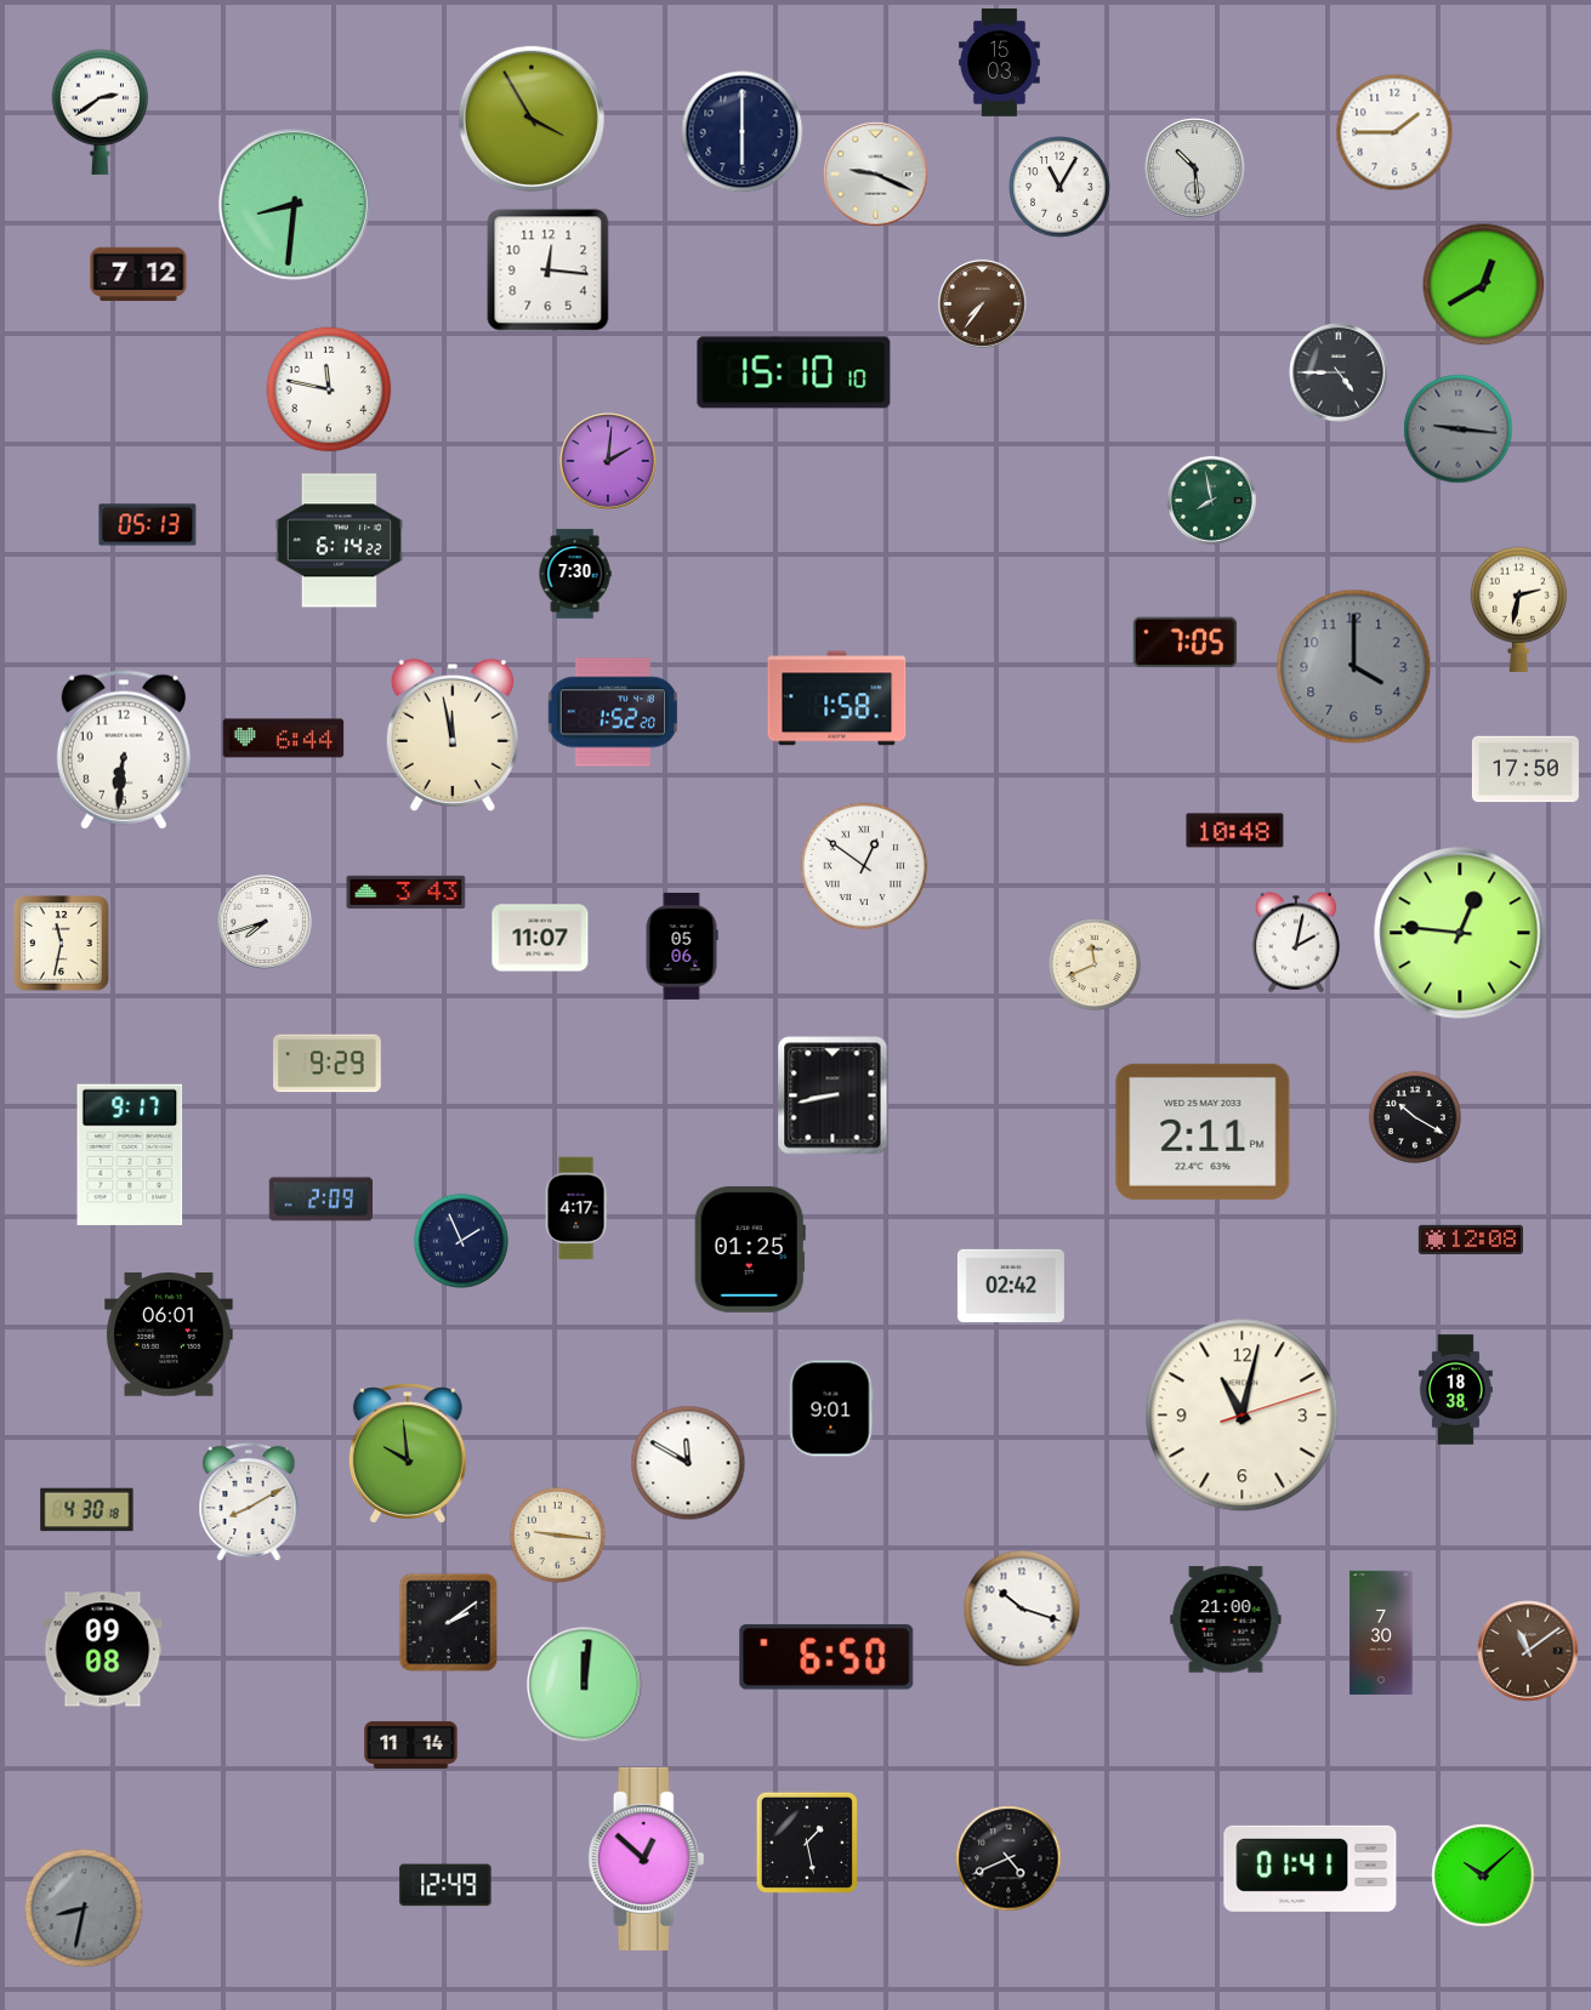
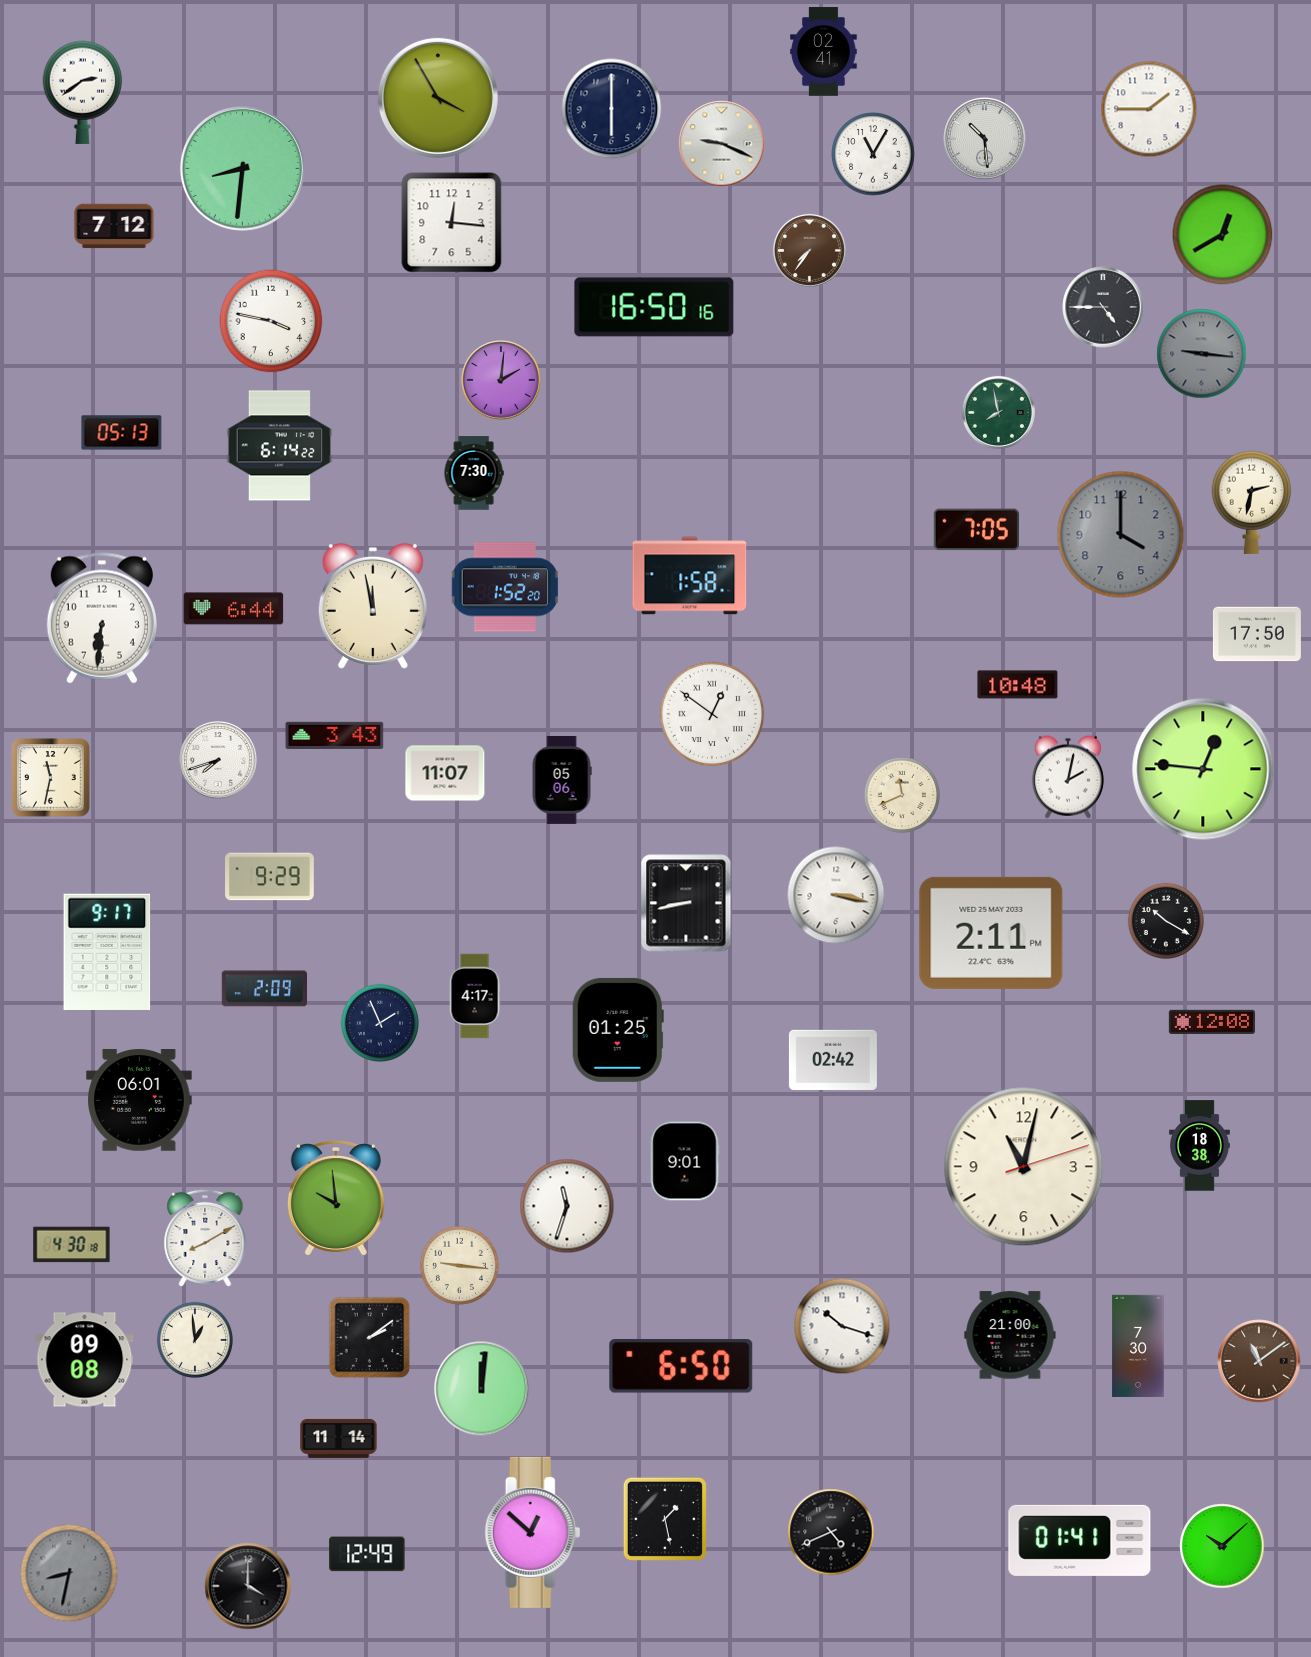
clock at (1000, 63): 15:03 -> 02:41
clock at (794, 372): 15:10 -> 16:50
clock at (329, 389): 11:47 -> 3:47
clock at (1354, 667) position: (1354, 667) -> (1121, 535)
clock at (836, 895): none -> 3:17
clock at (688, 1463): 11:50 -> 11:33
clock at (194, 1339): none -> 12:59
clock at (248, 1586): none -> 4:00
